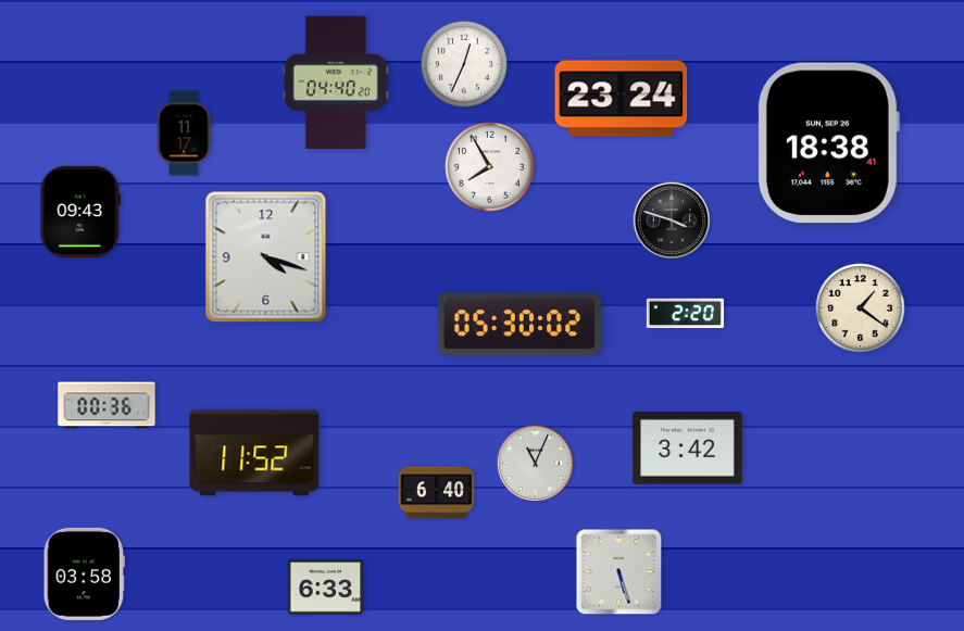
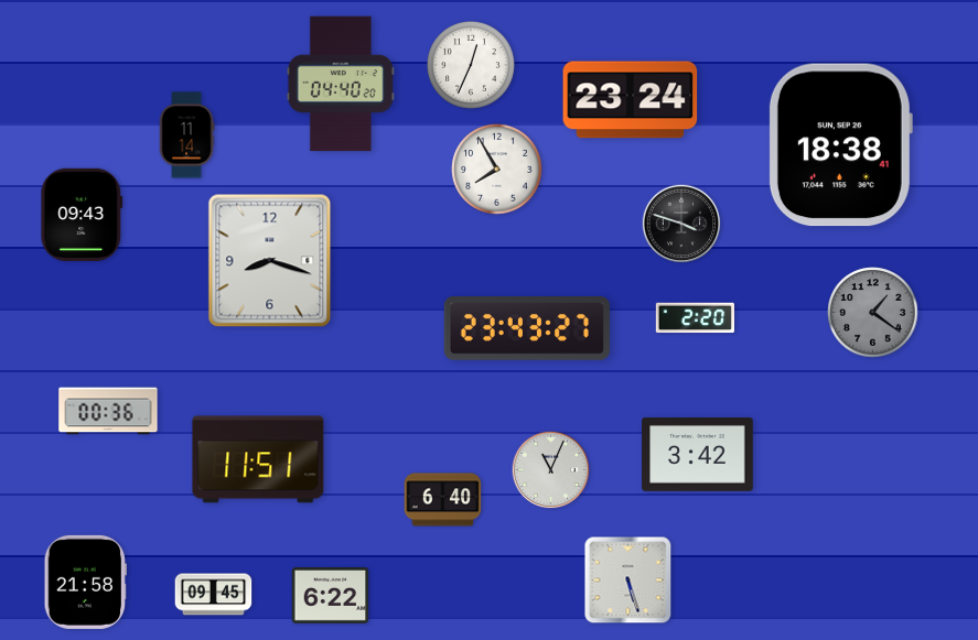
clock at (184, 134): 11:17 -> 11:14
clock at (266, 257): 4:18 -> 8:18
clock at (861, 308) dial: cream -> grey
clock at (519, 325): 05:30 -> 23:43
clock at (254, 453): 11:52 -> 11:51
clock at (536, 464) position: (536, 464) -> (551, 470)
clock at (84, 573): 03:58 -> 21:58
clock at (214, 595): none -> 09:45
clock at (326, 588): 6:33 -> 6:22
